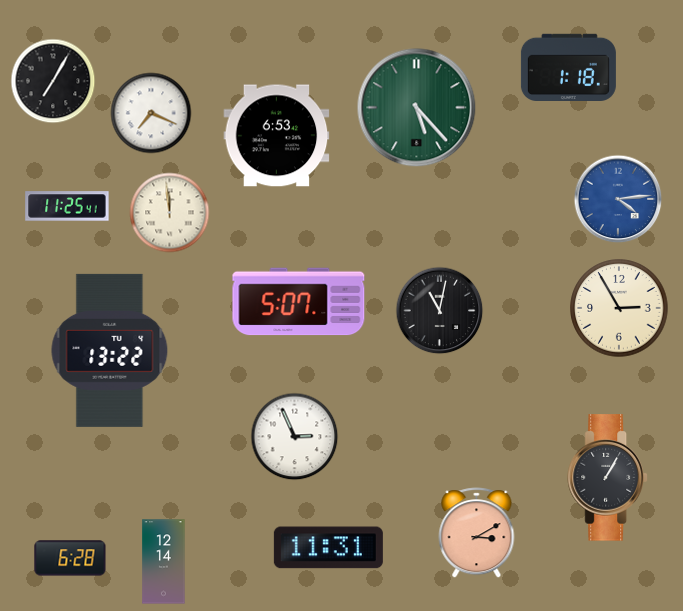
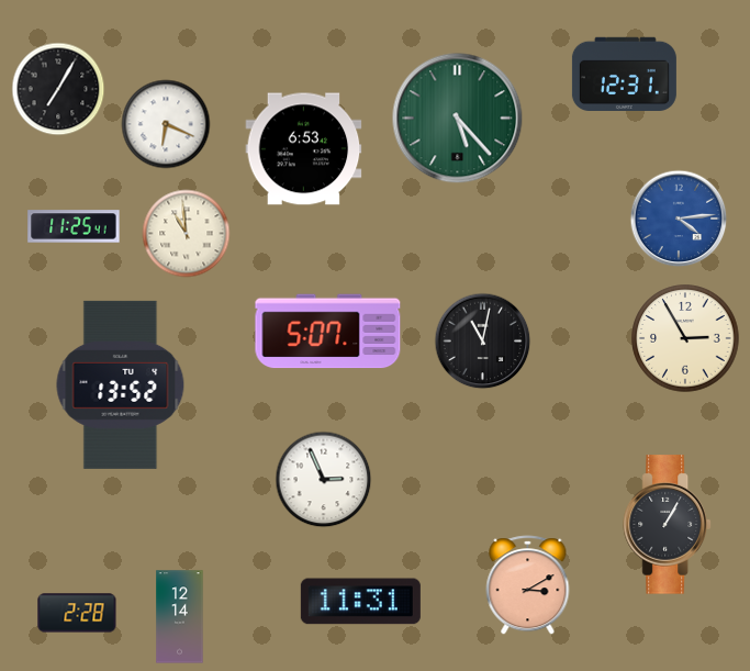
clock at (568, 67): 1:18 -> 12:31
clock at (151, 113): 7:19 -> 6:19
clock at (170, 213): 11:59 -> 10:59
clock at (619, 308) position: (619, 308) -> (685, 338)
clock at (110, 350): 13:22 -> 13:52
clock at (477, 533) position: (477, 533) -> (528, 585)
clock at (70, 558): 6:28 -> 2:28
